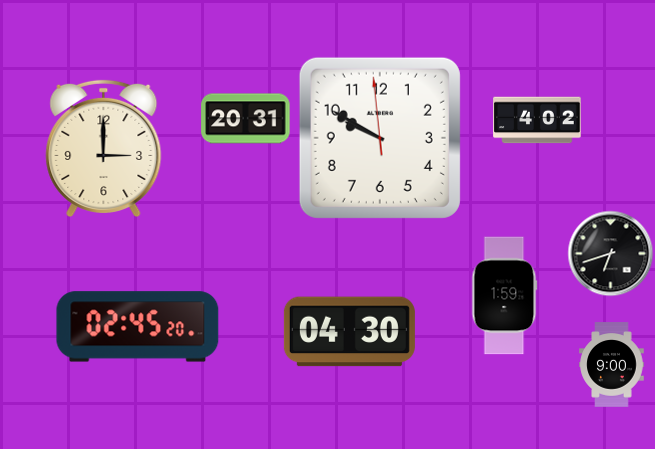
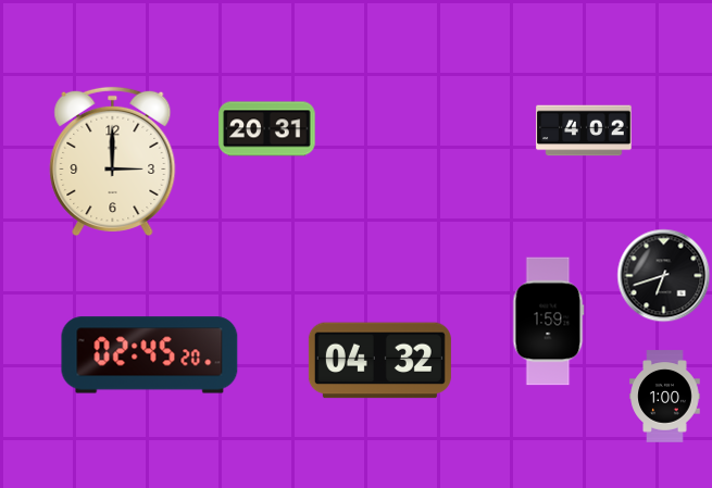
clock at (380, 138): 9:49 -> none
clock at (349, 332): 04:30 -> 04:32
clock at (612, 365): 9:00 -> 1:00
